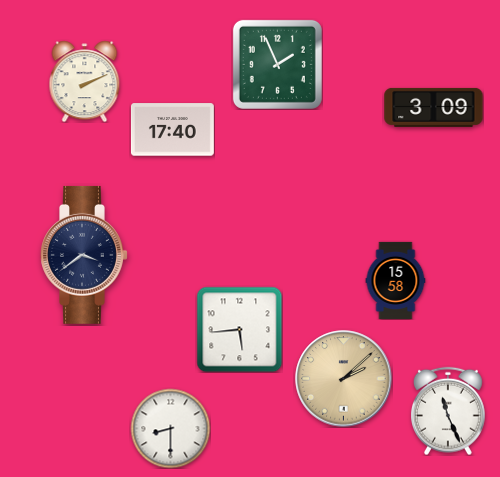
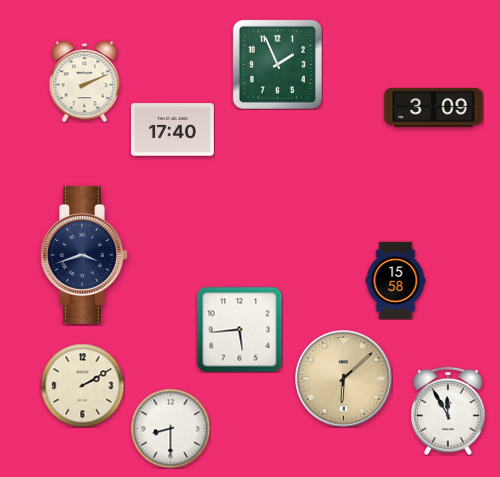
clock at (84, 255): 3:39 -> 3:42
clock at (344, 379): 2:08 -> 6:08
clock at (82, 385): none -> 2:10
clock at (449, 411): 11:26 -> 11:55
